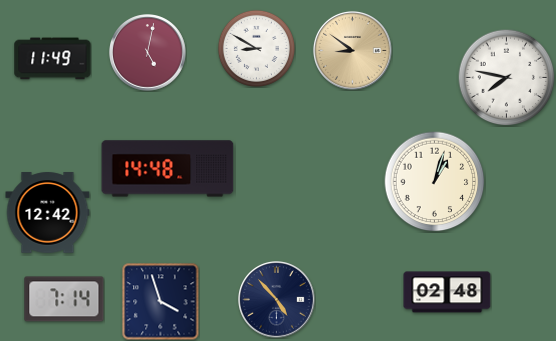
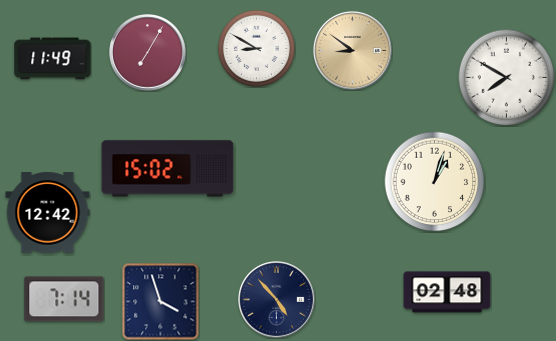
clock at (148, 53): 5:02 -> 7:05
clock at (506, 77): 7:47 -> 7:50
clock at (168, 169): 14:48 -> 15:02
